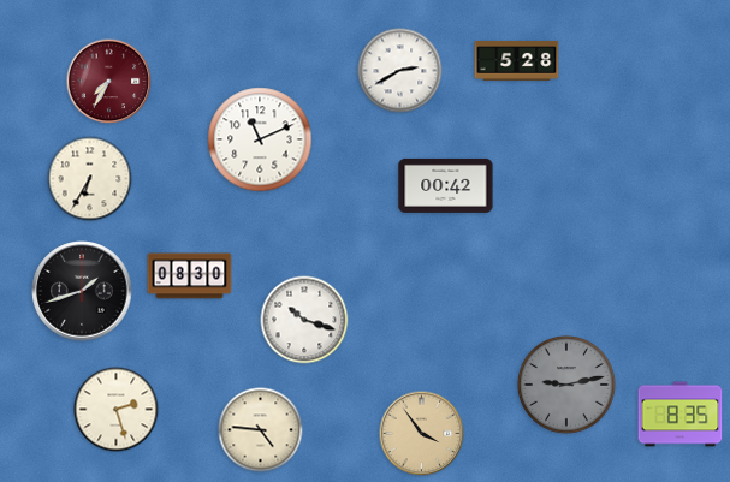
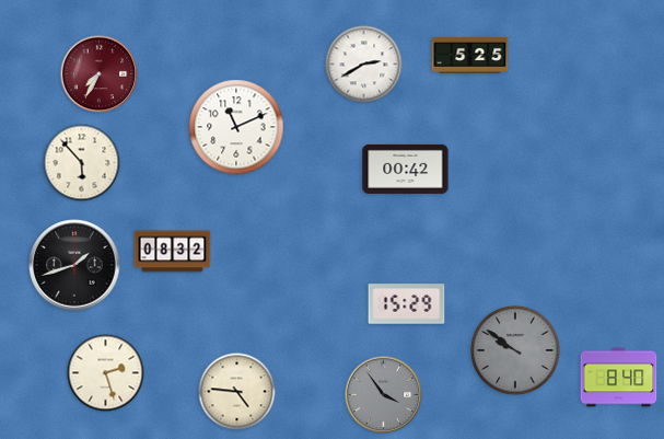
clock at (517, 60): 5:28 -> 5:25
clock at (90, 179): 6:35 -> 5:53
clock at (190, 276): 08:30 -> 08:32
clock at (304, 320): 10:18 -> none
clock at (407, 304): none -> 15:29
clock at (566, 385): 9:13 -> 9:51
clock at (681, 415): 8:35 -> 8:40
clock at (422, 434) dial: champagne -> grey
